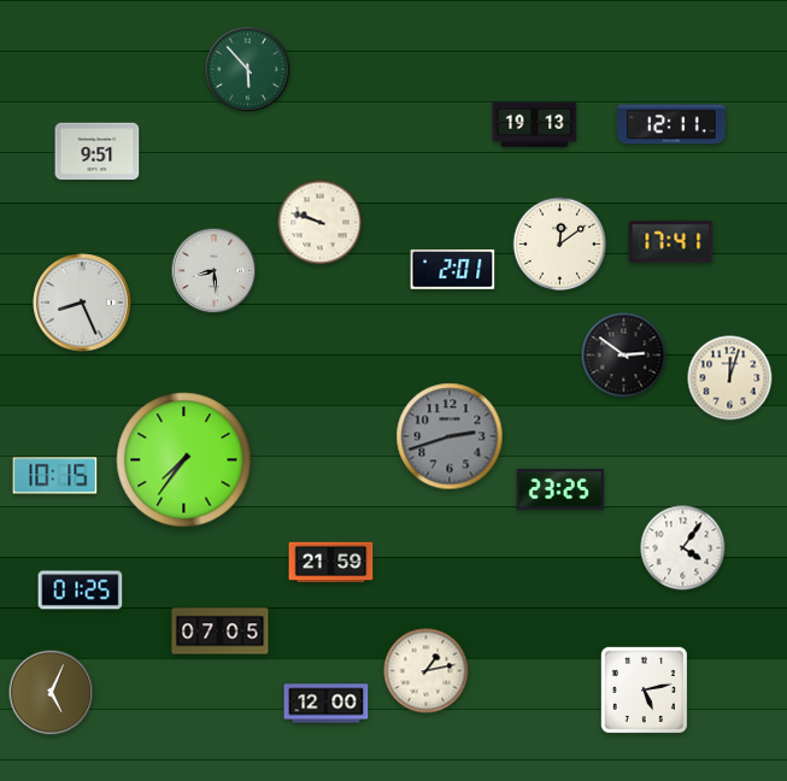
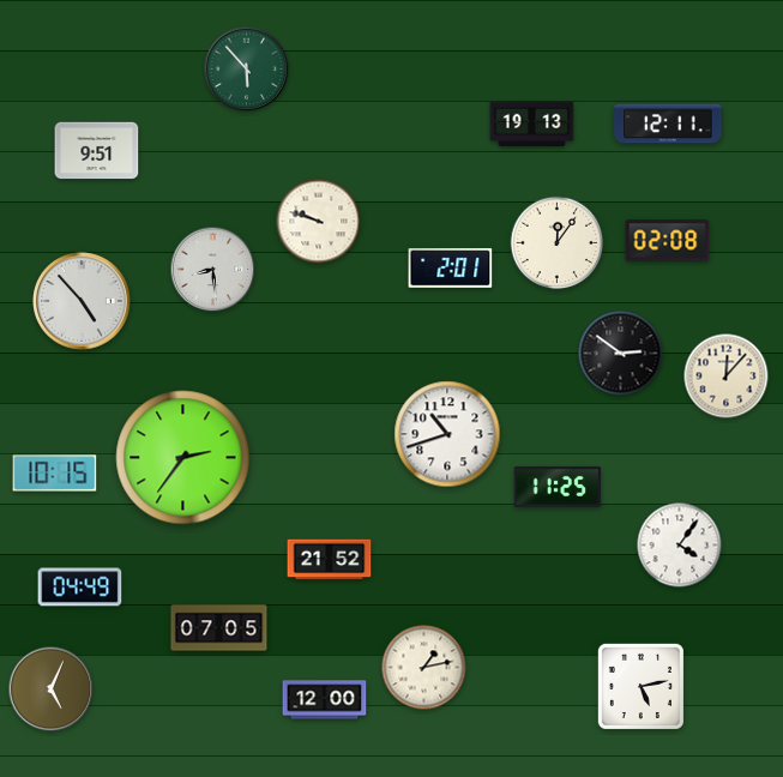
clock at (671, 242): 17:41 -> 02:08
clock at (560, 245): 12:09 -> 12:06
clock at (82, 303): 8:26 -> 4:53
clock at (730, 378): 12:03 -> 12:07
clock at (450, 436): 2:42 -> 10:42
clock at (450, 436) dial: grey -> white
clock at (184, 460): 7:36 -> 2:36
clock at (560, 489): 23:25 -> 11:25
clock at (331, 563): 21:59 -> 21:52
clock at (81, 591): 01:25 -> 04:49
